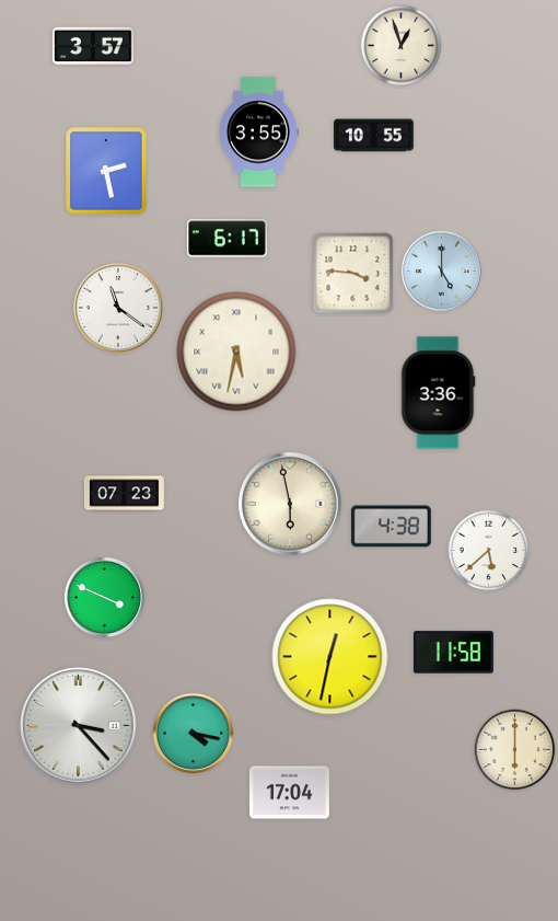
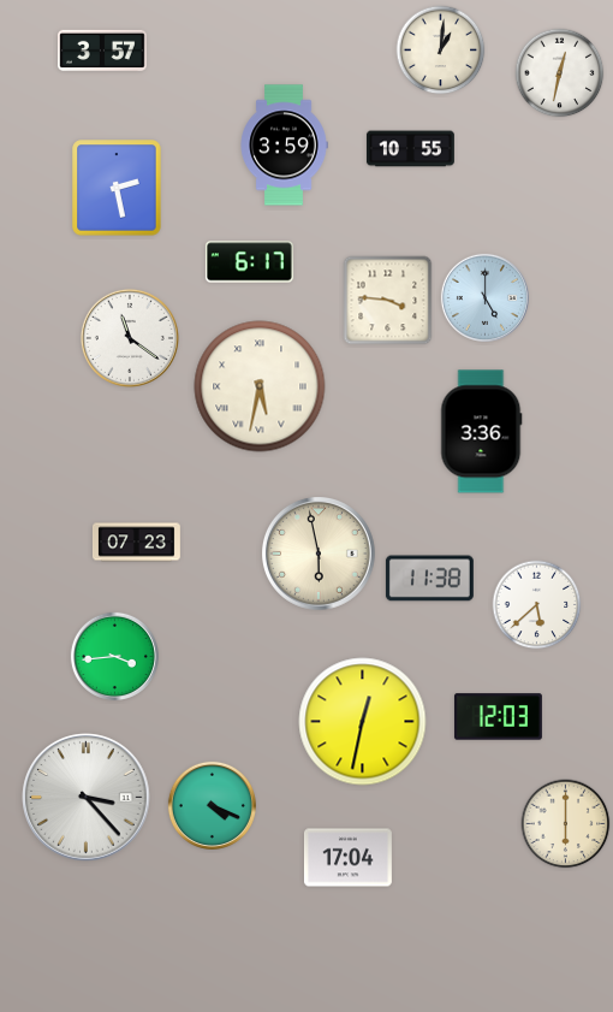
clock at (402, 46): 12:57 -> 1:01
clock at (560, 73): none -> 12:32
clock at (258, 133): 3:55 -> 3:59
clock at (391, 527): 4:38 -> 11:38
clock at (104, 597): 3:49 -> 3:44
clock at (453, 653): 11:58 -> 12:03
clock at (193, 733): 4:17 -> 4:19
clock at (289, 793) position: (289, 793) -> (347, 858)
